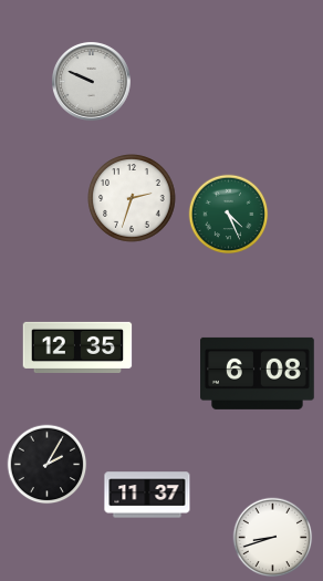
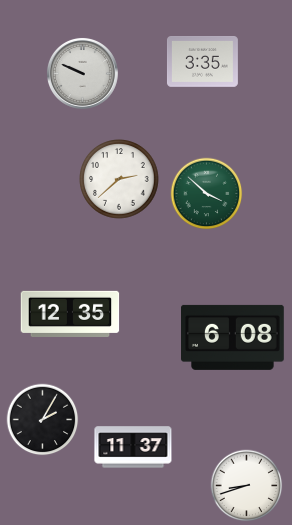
clock at (202, 62): none -> 3:35
clock at (132, 198): 2:33 -> 2:38
clock at (229, 215): 4:26 -> 3:52
